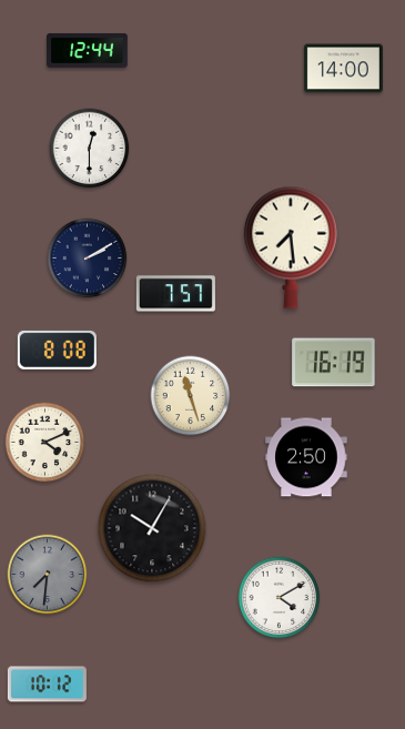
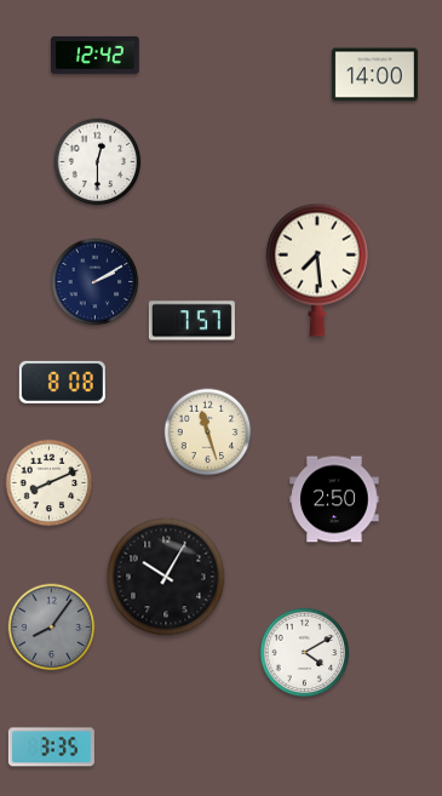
clock at (88, 50): 12:44 -> 12:42
clock at (334, 363): 16:19 -> none
clock at (45, 443): 4:11 -> 8:11
clock at (48, 575): 7:31 -> 8:06
clock at (47, 685): 10:12 -> 3:35
